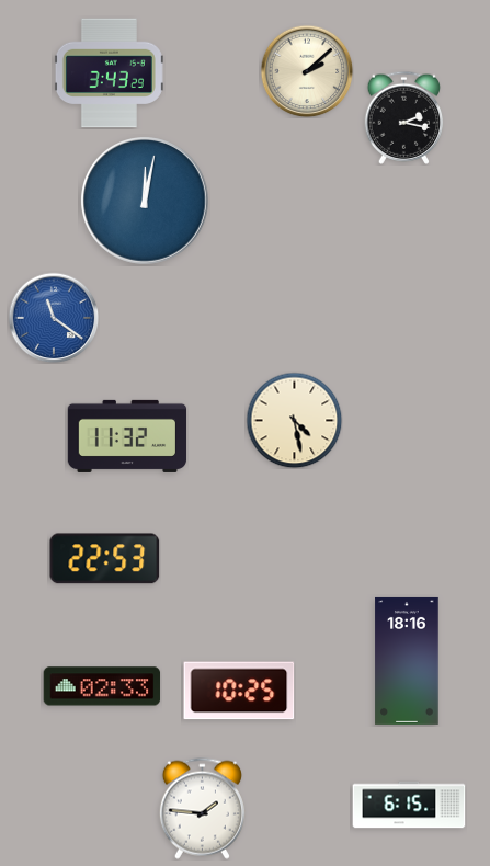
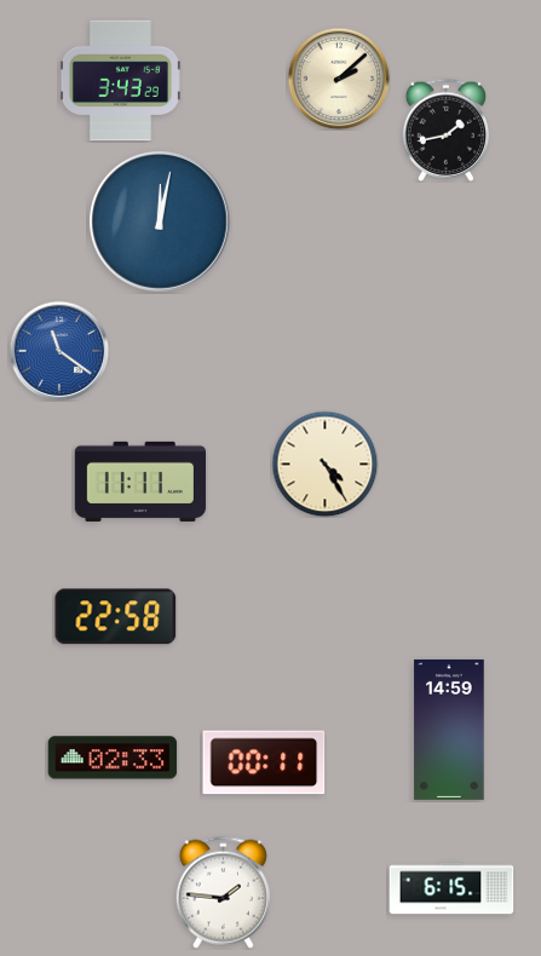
clock at (404, 117): 2:17 -> 1:43
clock at (294, 420): 4:28 -> 4:25
clock at (127, 436): 11:32 -> 11:11
clock at (105, 559): 22:53 -> 22:58
clock at (407, 661): 18:16 -> 14:59
clock at (239, 691): 10:25 -> 00:11
